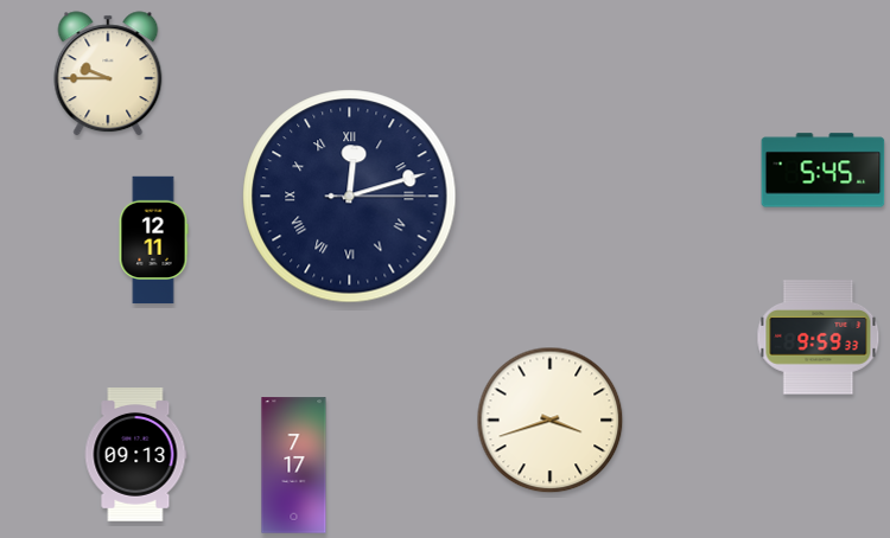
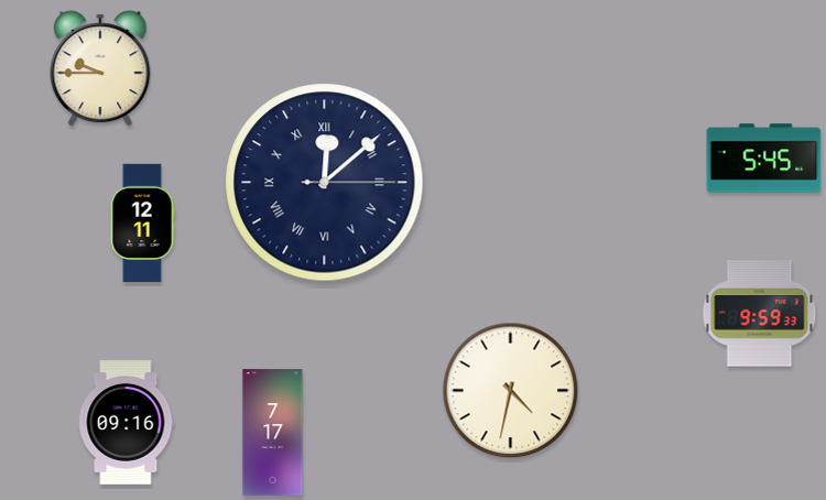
clock at (350, 197): 12:12 -> 12:08
clock at (551, 421): 3:42 -> 4:32
clock at (135, 455): 09:13 -> 09:16
